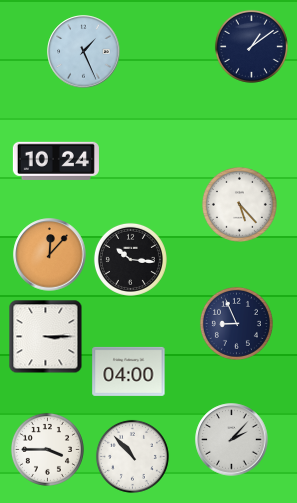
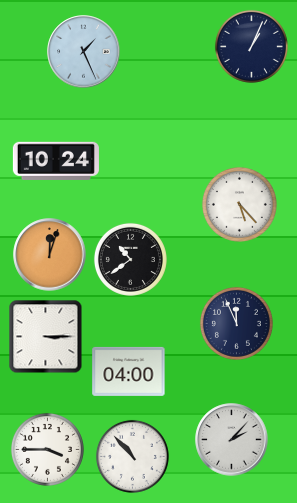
clock at (251, 46): 1:09 -> 1:04
clock at (50, 255): 12:07 -> 12:03
clock at (130, 259): 10:16 -> 10:39
clock at (236, 323): 8:56 -> 11:56
